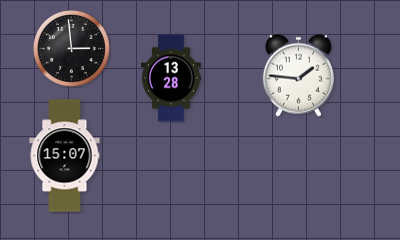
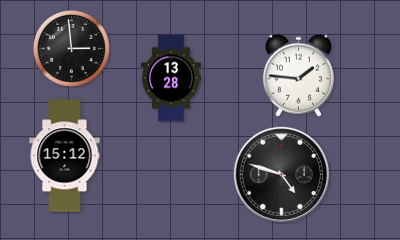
clock at (65, 156): 15:07 -> 15:12
clock at (281, 174): none -> 4:48
